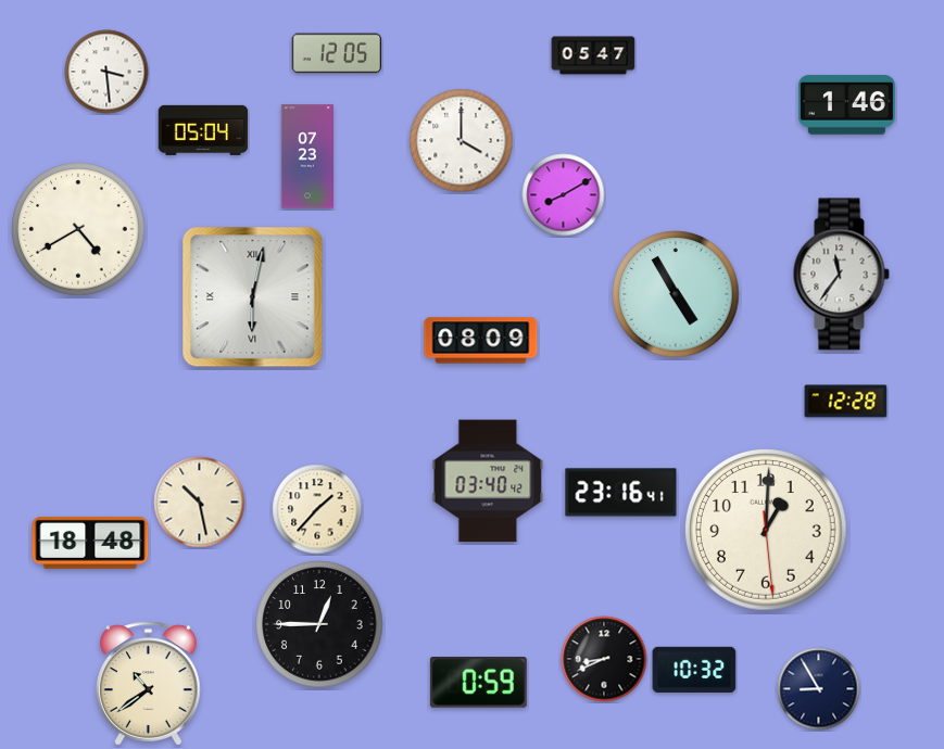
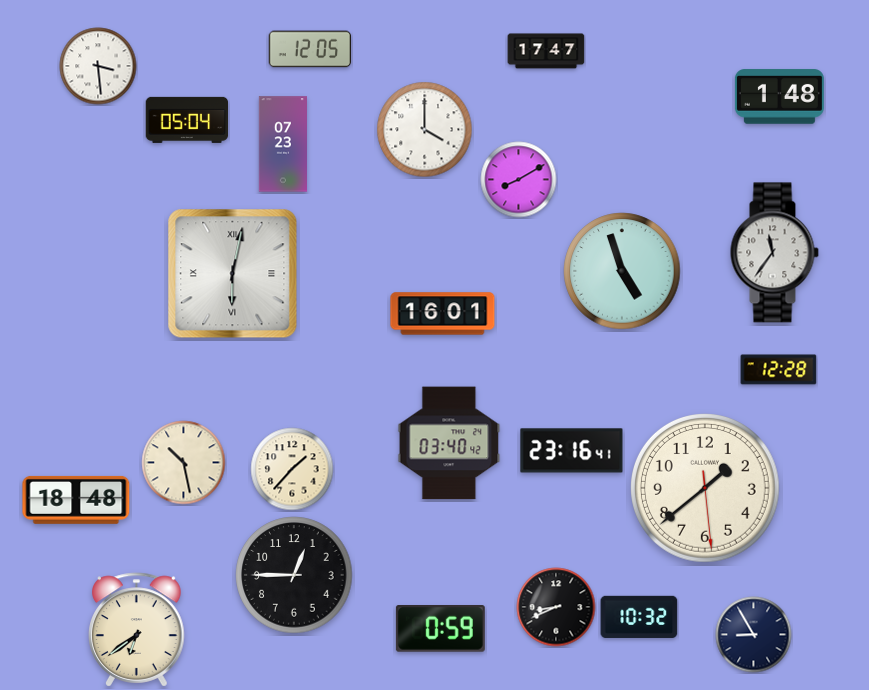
clock at (593, 55): 05:47 -> 17:47
clock at (846, 105): 1:46 -> 1:48
clock at (78, 229): 4:40 -> none
clock at (676, 294): 4:55 -> 4:57
clock at (481, 341): 08:09 -> 16:01
clock at (621, 493) position: (621, 493) -> (572, 451)
clock at (767, 531): 1:00 -> 1:38
clock at (90, 543) position: (90, 543) -> (76, 500)
clock at (149, 684): 10:39 -> 6:39
